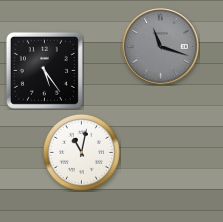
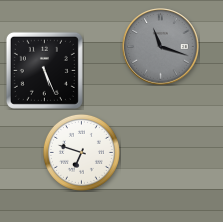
clock at (44, 70): 5:24 -> 5:26
clock at (81, 152): 11:02 -> 6:48
